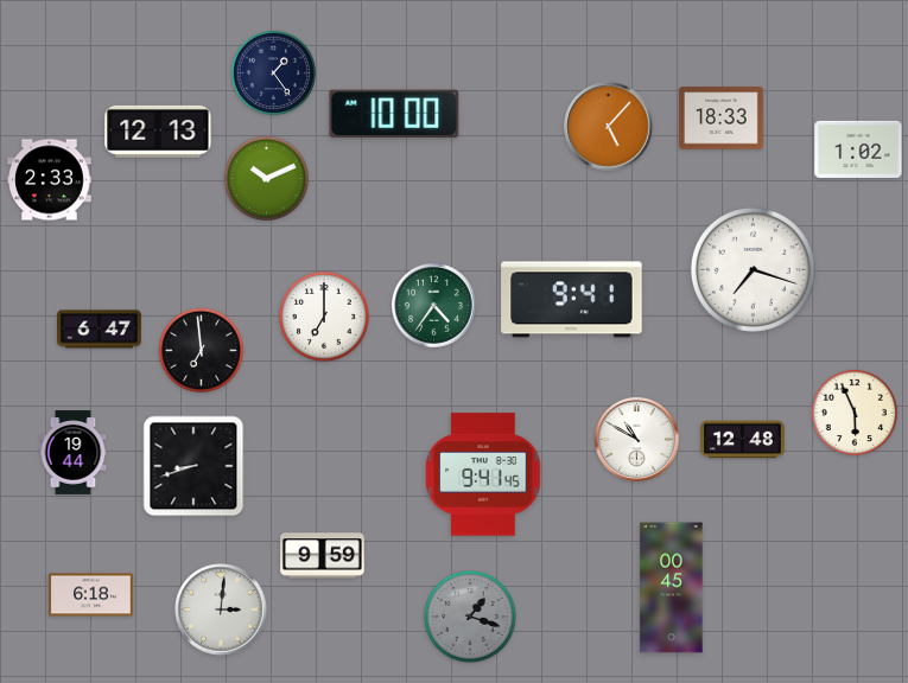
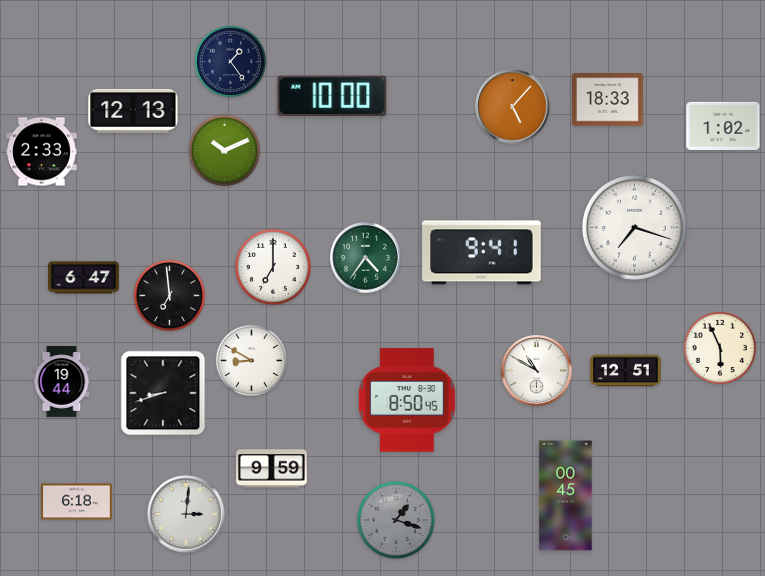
clock at (252, 361): none -> 8:50
clock at (743, 440): 12:48 -> 12:51
clock at (483, 474): 9:41 -> 8:50
